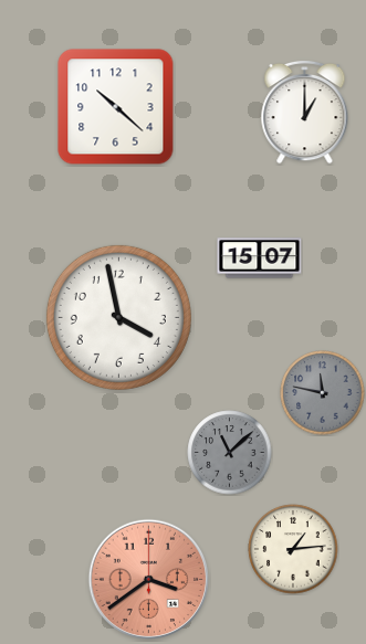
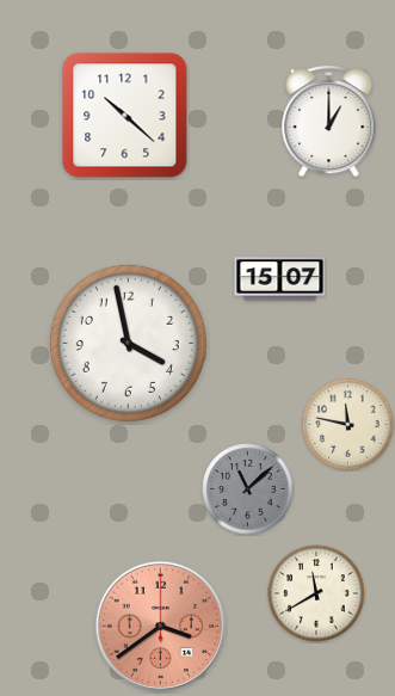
clock at (323, 393) dial: grey -> cream
clock at (293, 549): 1:14 -> 11:40
